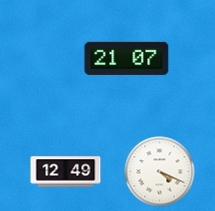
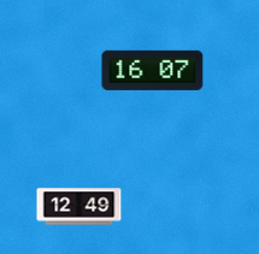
clock at (127, 58): 21:07 -> 16:07
clock at (160, 172): 4:19 -> none
